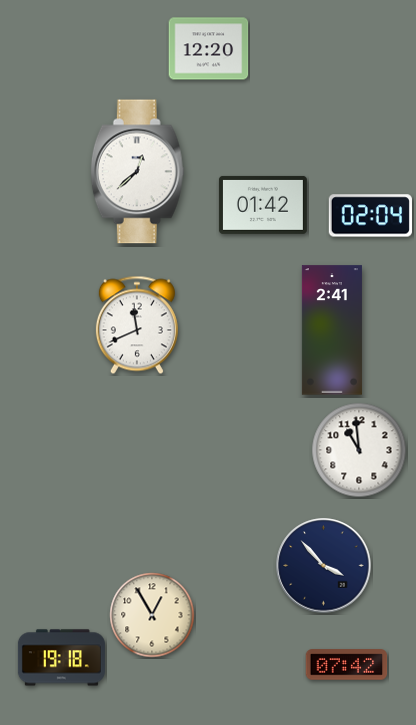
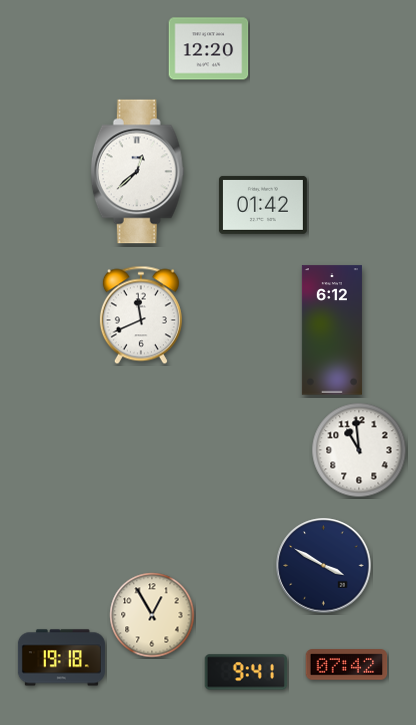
clock at (370, 216): 02:04 -> none
clock at (137, 325) position: (137, 325) -> (141, 315)
clock at (332, 330): 2:41 -> 6:12
clock at (324, 566): 3:53 -> 3:50
clock at (246, 672): none -> 9:41
